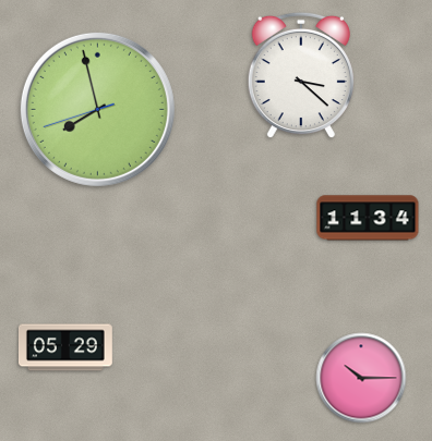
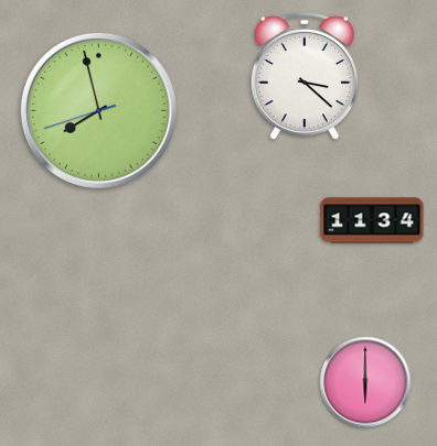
clock at (65, 347): 05:29 -> none
clock at (361, 378): 10:15 -> 6:00
